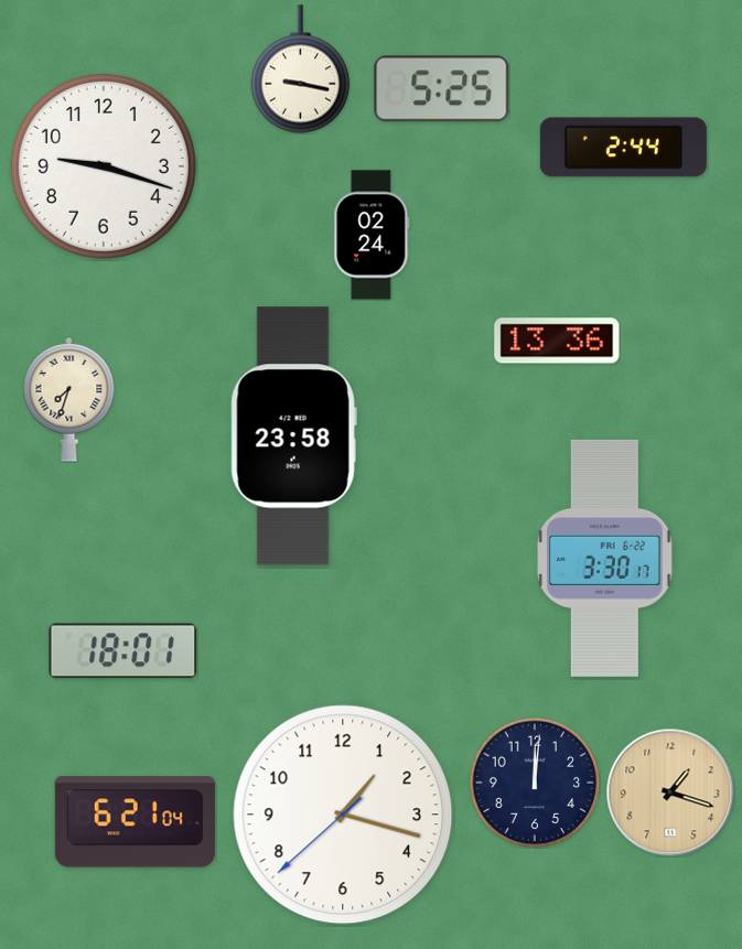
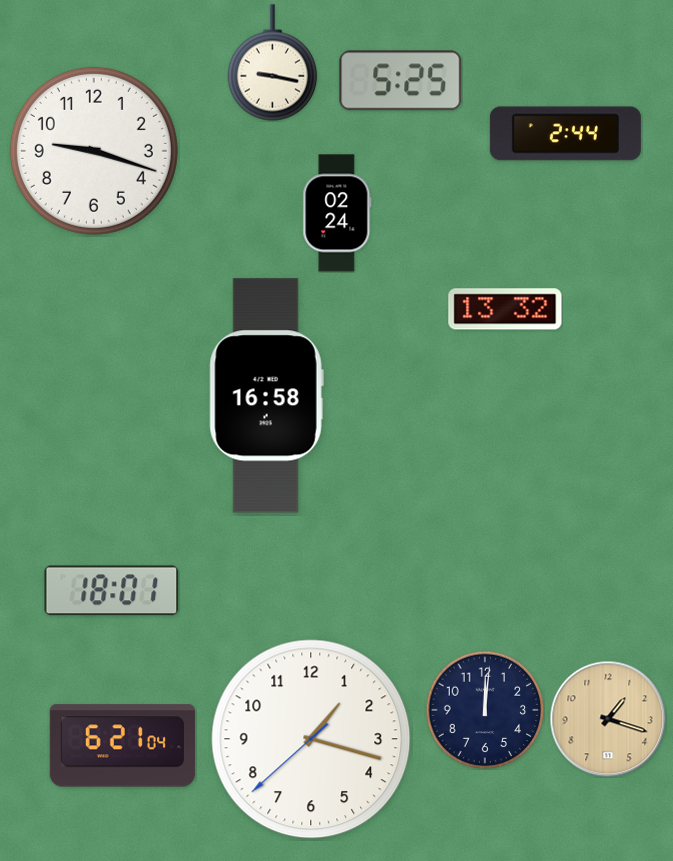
clock at (557, 341): 13:36 -> 13:32
clock at (69, 399): 7:33 -> none
clock at (293, 436): 23:58 -> 16:58
clock at (605, 558): 3:30 -> none
